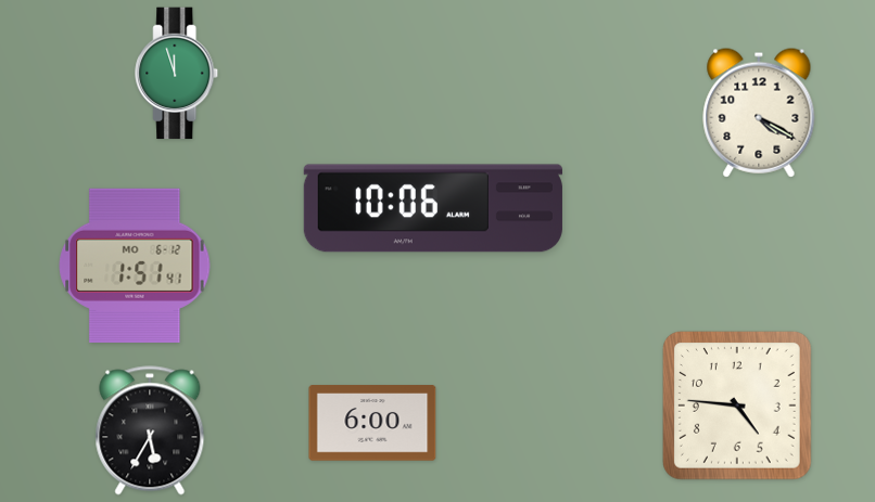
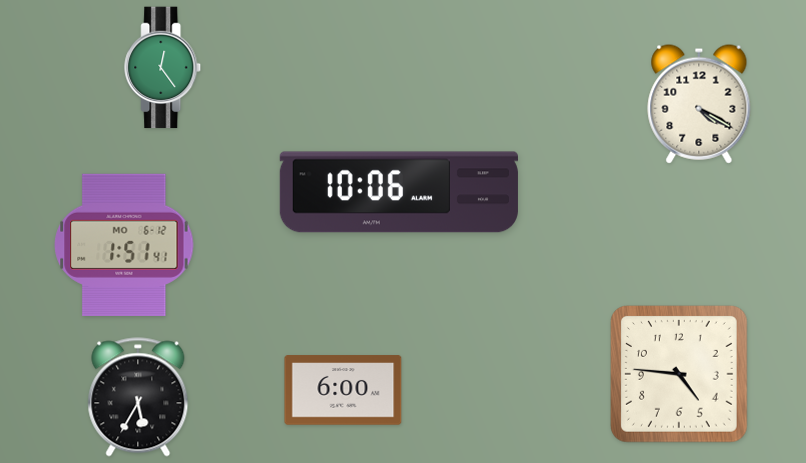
clock at (177, 74): 11:57 -> 12:24
